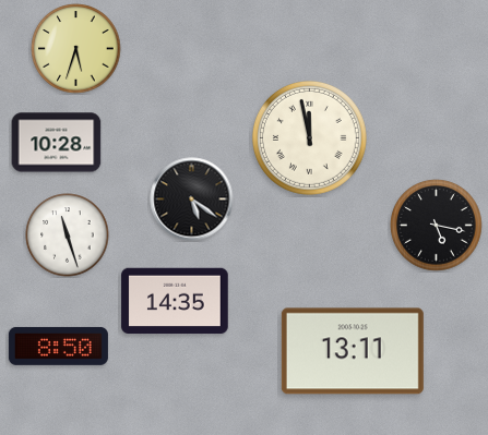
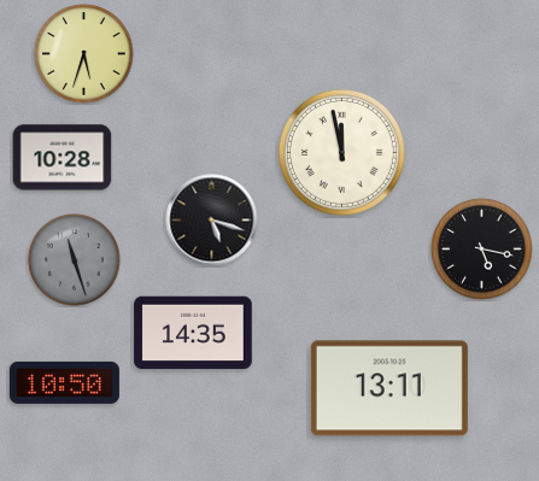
clock at (192, 200): 5:21 -> 5:18
clock at (68, 235) dial: white -> grey
clock at (58, 346): 8:50 -> 10:50
